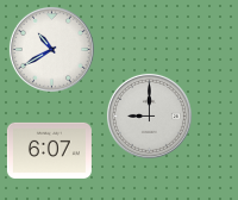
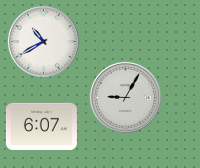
clock at (149, 115): 9:00 -> 9:05
